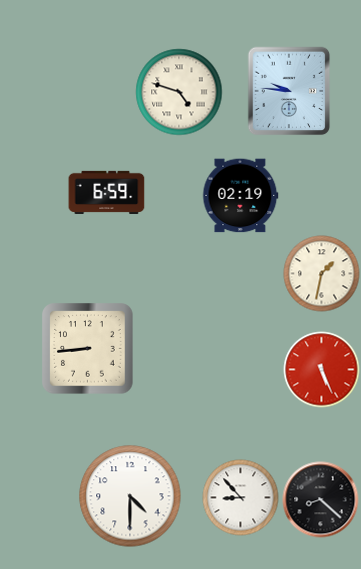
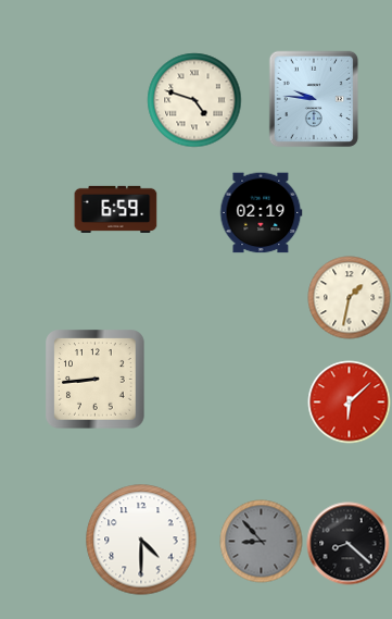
clock at (322, 370): 5:26 -> 6:08
clock at (241, 498) dial: white -> grey
